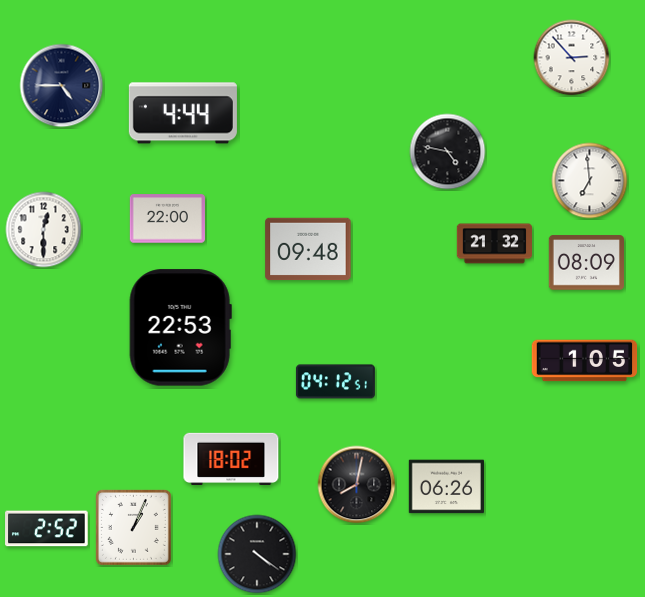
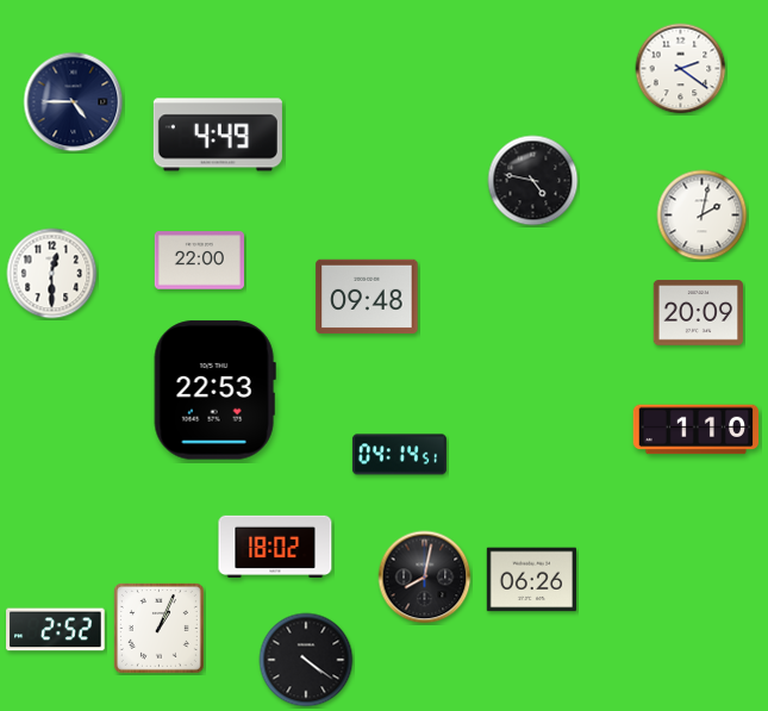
clock at (572, 58): 2:53 -> 2:21
clock at (183, 113): 4:44 -> 4:49
clock at (590, 181): 6:59 -> 2:02
clock at (494, 244): 21:32 -> none
clock at (586, 263): 08:09 -> 20:09
clock at (585, 361): 1:05 -> 1:10
clock at (335, 382): 04:12 -> 04:14
